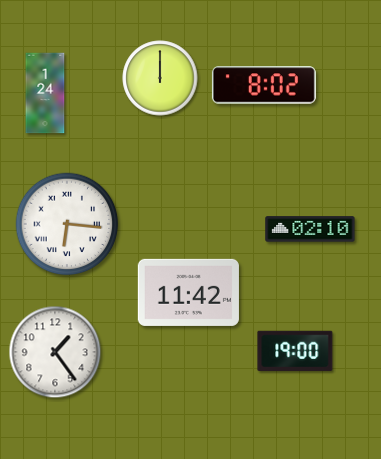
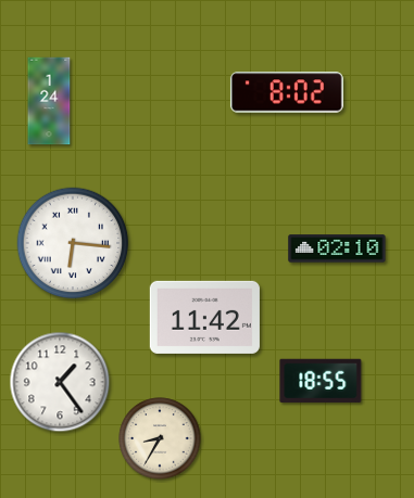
clock at (160, 78): 12:00 -> none
clock at (295, 350): 19:00 -> 18:55
clock at (160, 438): none -> 8:35
